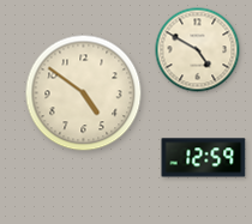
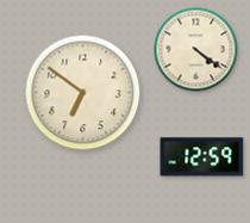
clock at (198, 50): 4:50 -> 4:21
clock at (84, 93): 4:51 -> 6:51
